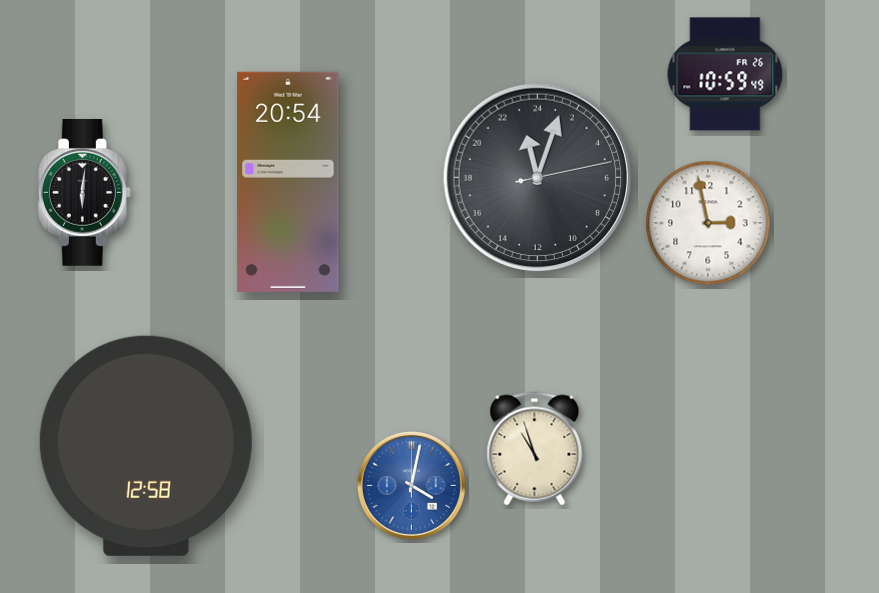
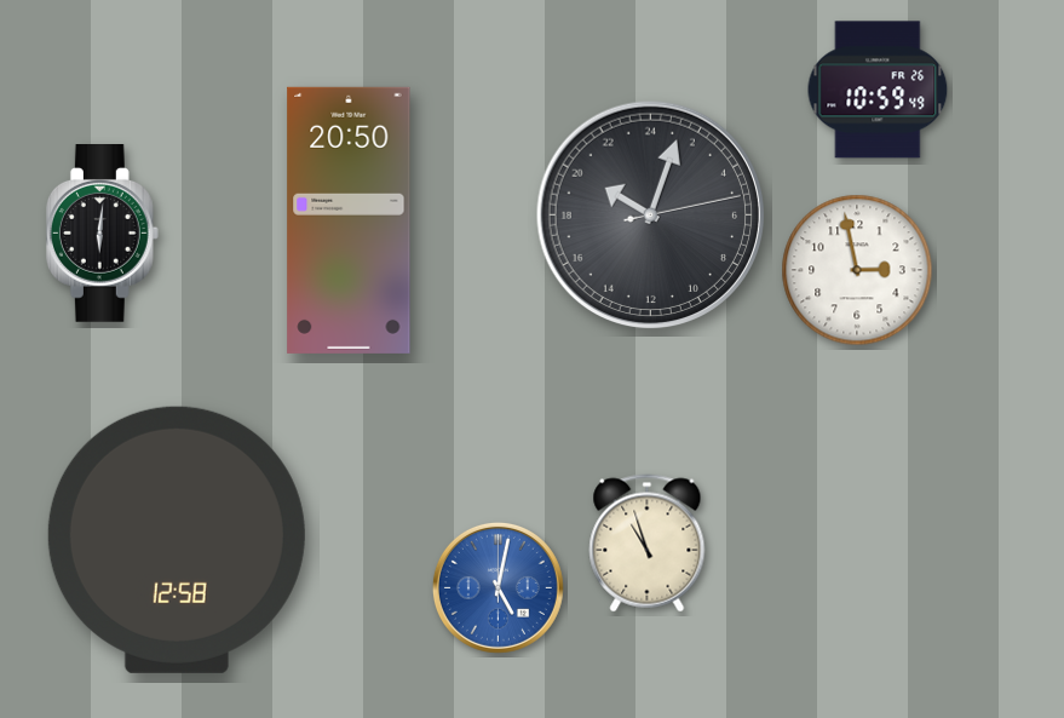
clock at (538, 178): 23:03 -> 20:03
clock at (288, 182): 20:54 -> 20:50
clock at (411, 485): 4:02 -> 5:02
